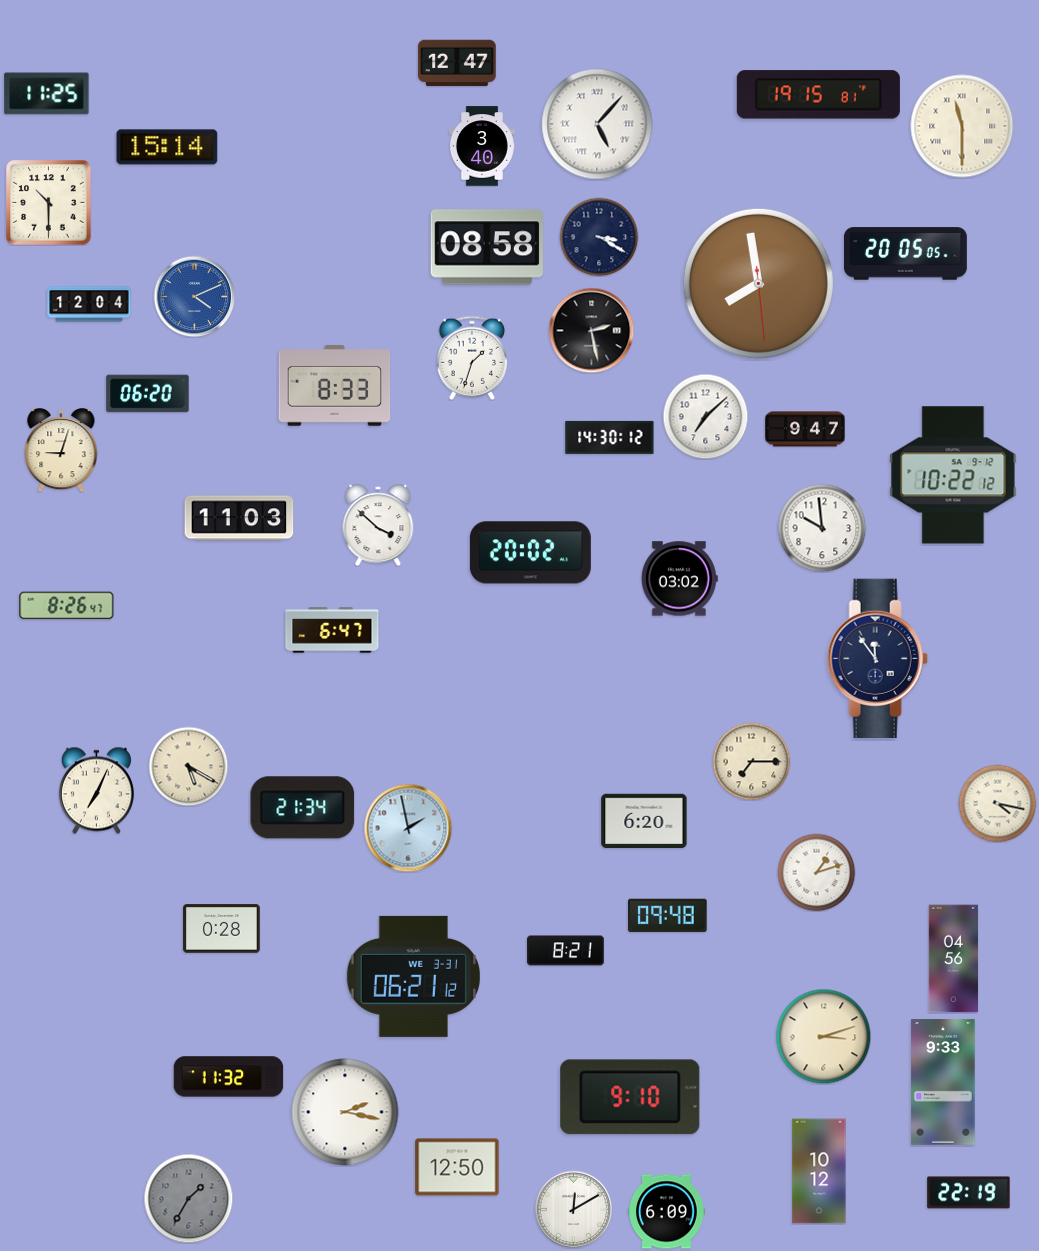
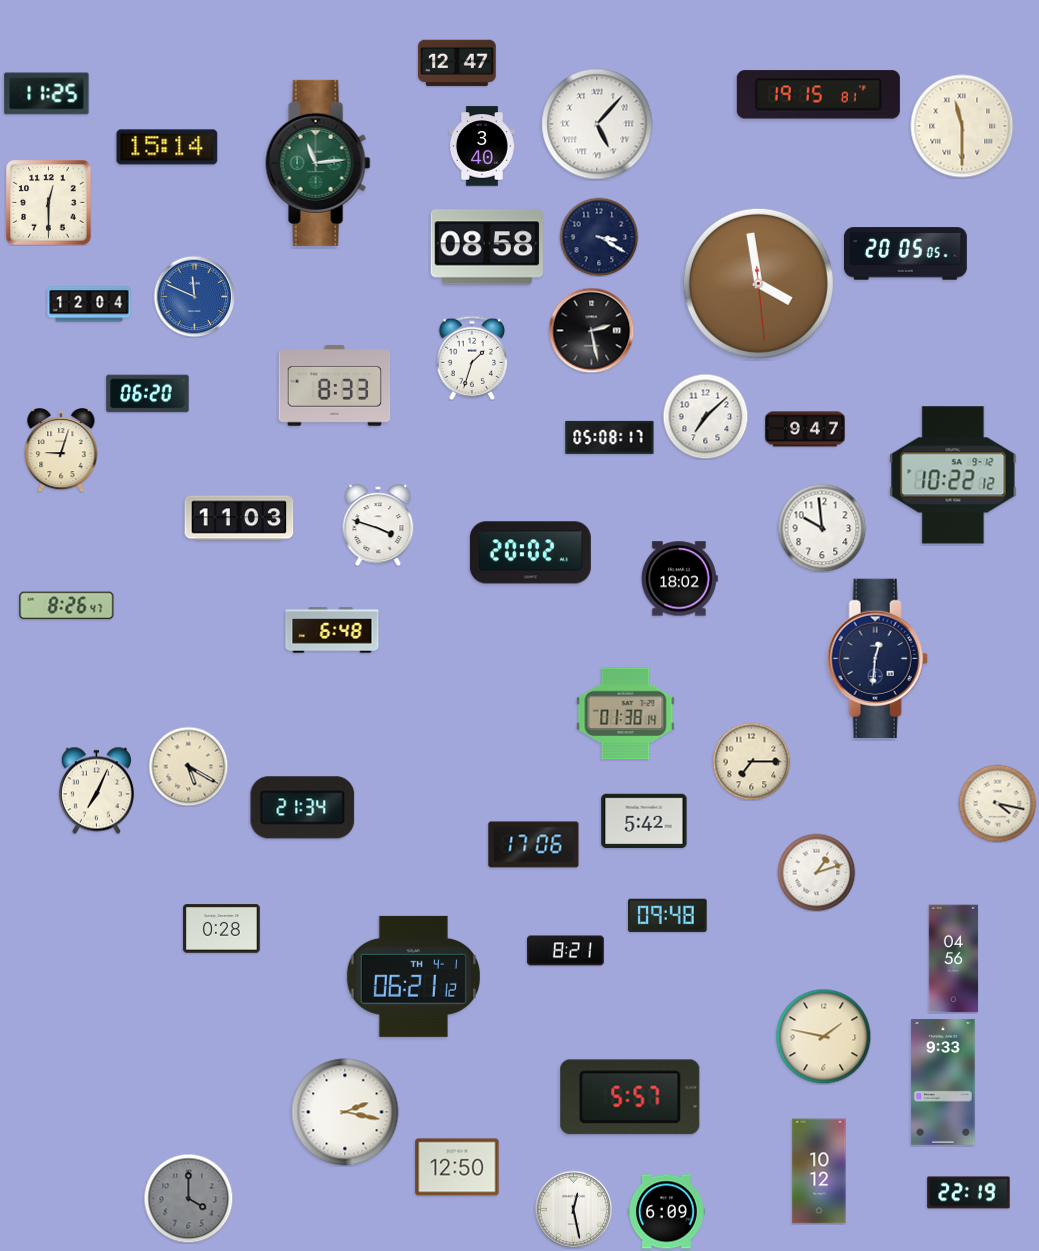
clock at (318, 163): none -> 11:14
clock at (49, 203): 10:30 -> 12:30
clock at (758, 283): 7:58 -> 3:58
clock at (194, 296): 4:11 -> 11:49
clock at (610, 437): 14:30 -> 05:08
clock at (378, 525): 3:52 -> 3:48
clock at (679, 579): 03:02 -> 18:02
clock at (332, 630): 6:47 -> 6:48
clock at (877, 658): 11:54 -> 12:31
clock at (626, 714): none -> 01:38
clock at (644, 820): 6:20 -> 5:42
clock at (408, 828): 1:58 -> none
clock at (534, 845): none -> 17:06
clock at (413, 976) date: WE 3-31 -> TH 4-1
clock at (823, 1036): 3:12 -> 1:47
clock at (229, 1077): 11:32 -> none
clock at (630, 1097): 9:10 -> 5:57
clock at (188, 1198): 1:35 -> 4:00
clock at (573, 1209): 12:10 -> 12:28
